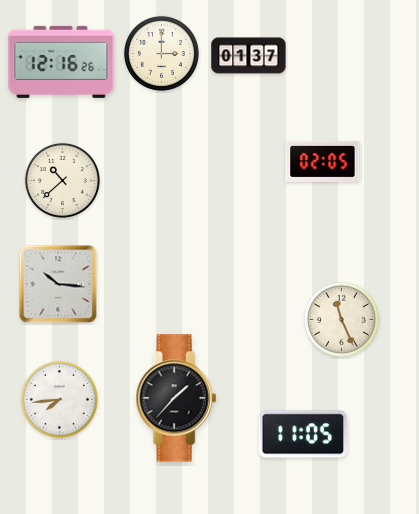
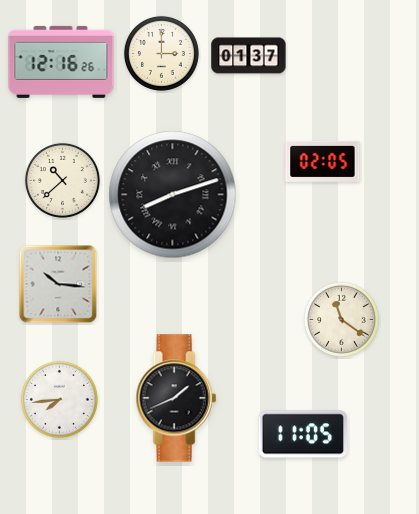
clock at (173, 195): none -> 8:12
clock at (341, 319): 11:26 -> 11:21
clock at (176, 398): 1:37 -> 1:41
